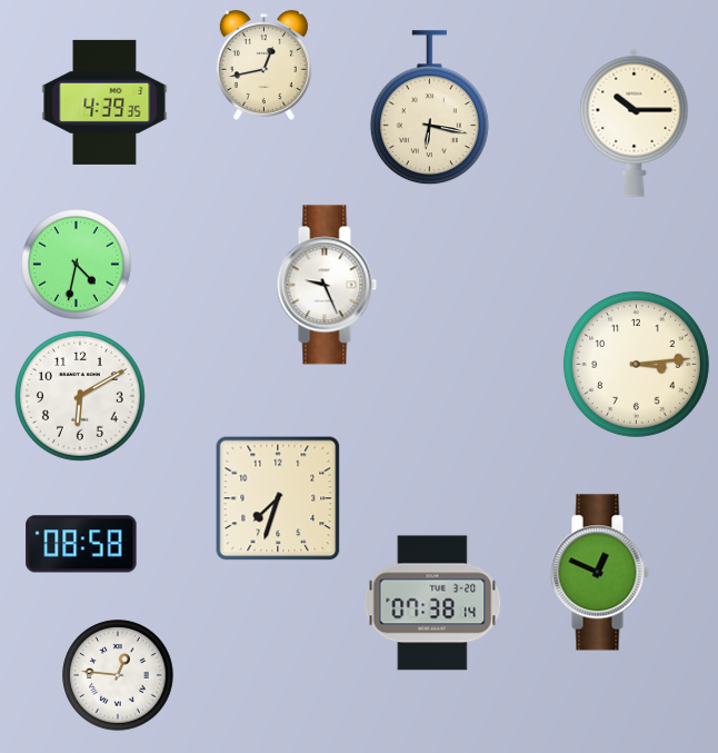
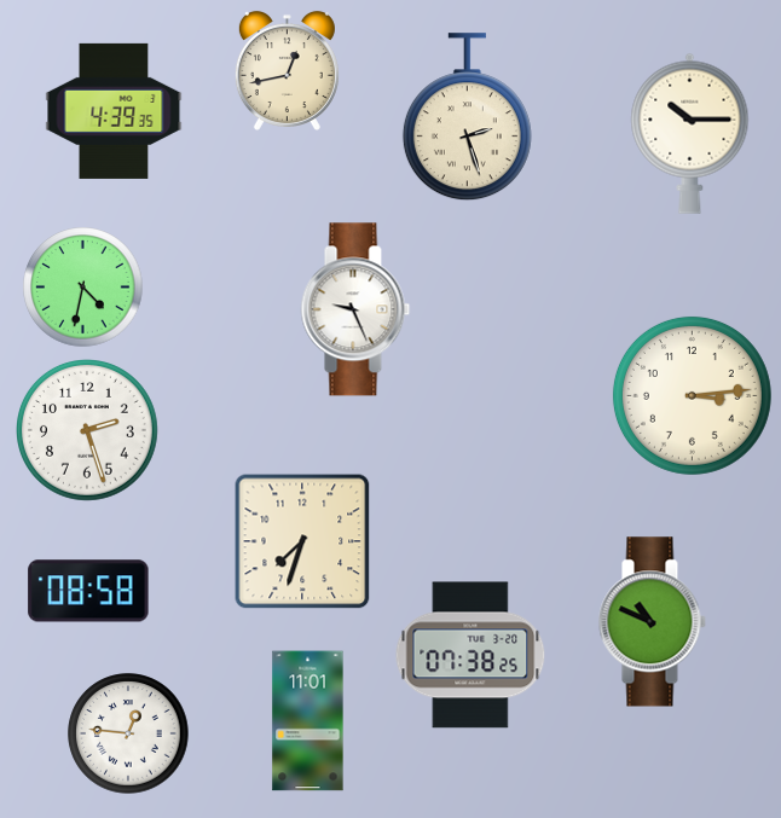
clock at (429, 108): 6:17 -> 2:27
clock at (81, 397): 6:10 -> 2:27
clock at (599, 573): 12:49 -> 10:49
clock at (432, 603): 07:38:14 -> 07:38:25
clock at (308, 721): none -> 11:01
